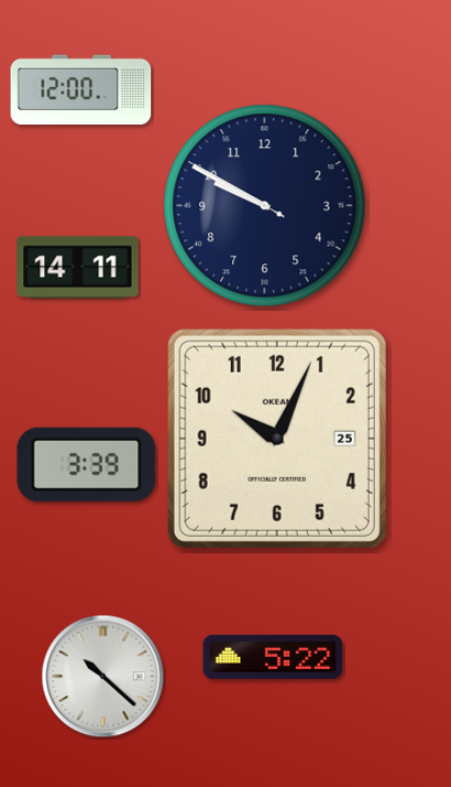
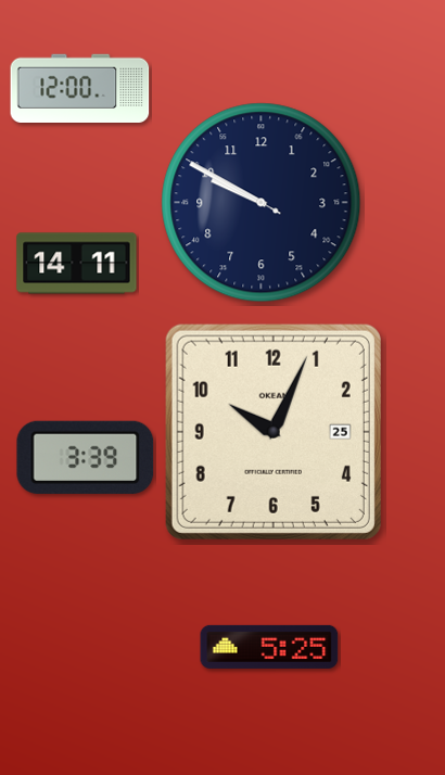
clock at (273, 657): 5:22 -> 5:25
clock at (103, 677): 10:22 -> none
